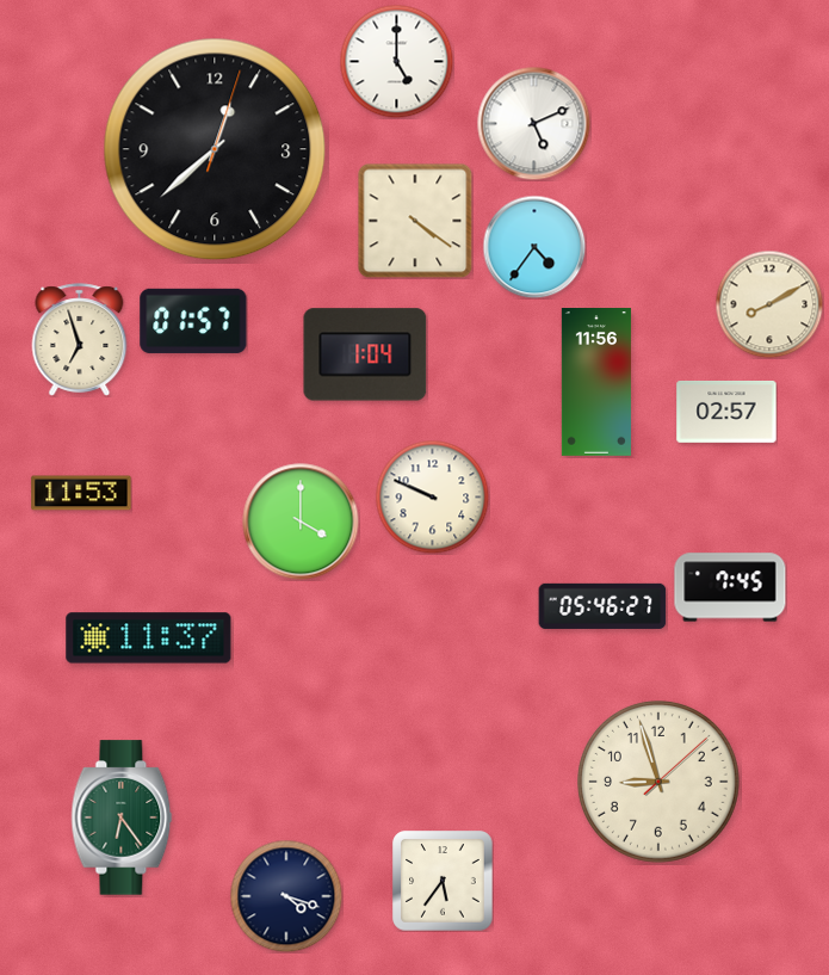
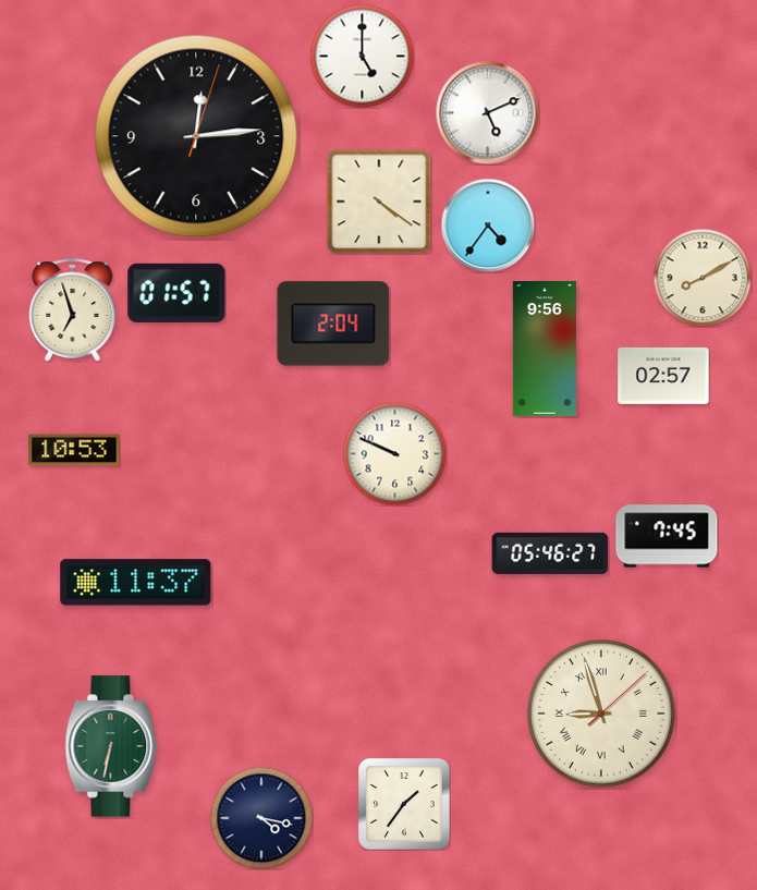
clock at (215, 149): 12:38 -> 12:14
clock at (365, 354): 1:04 -> 2:04
clock at (596, 383): 11:56 -> 9:56
clock at (81, 493): 11:53 -> 10:53
clock at (301, 522): 4:00 -> none
clock at (660, 783) numerals: Arabic -> Roman
clock at (122, 817): 6:24 -> 6:32
clock at (443, 881): 5:36 -> 1:36
clock at (286, 896): 4:18 -> 4:17
